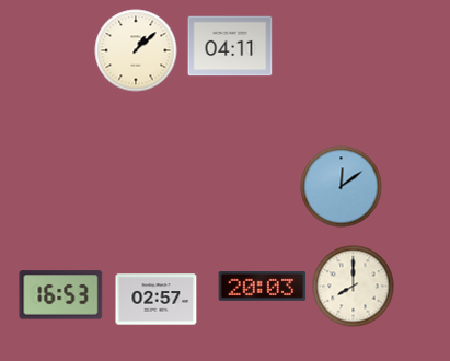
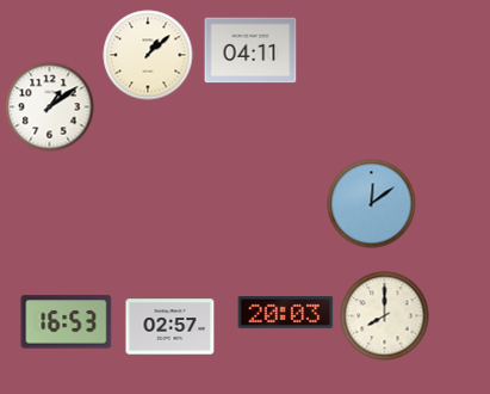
clock at (50, 107): none -> 1:09
clock at (354, 287) position: (354, 287) -> (385, 316)
